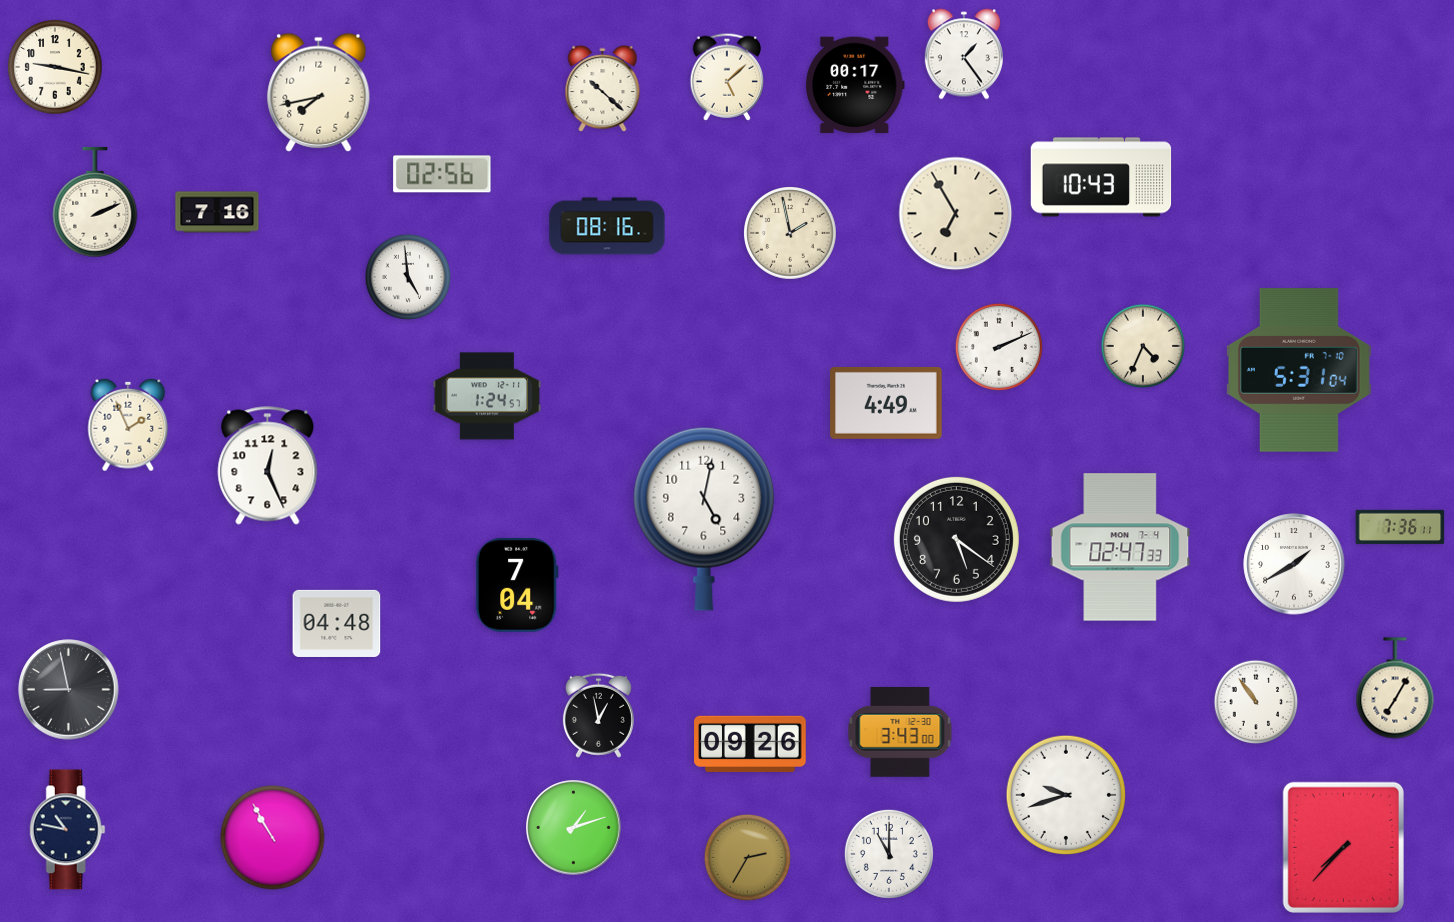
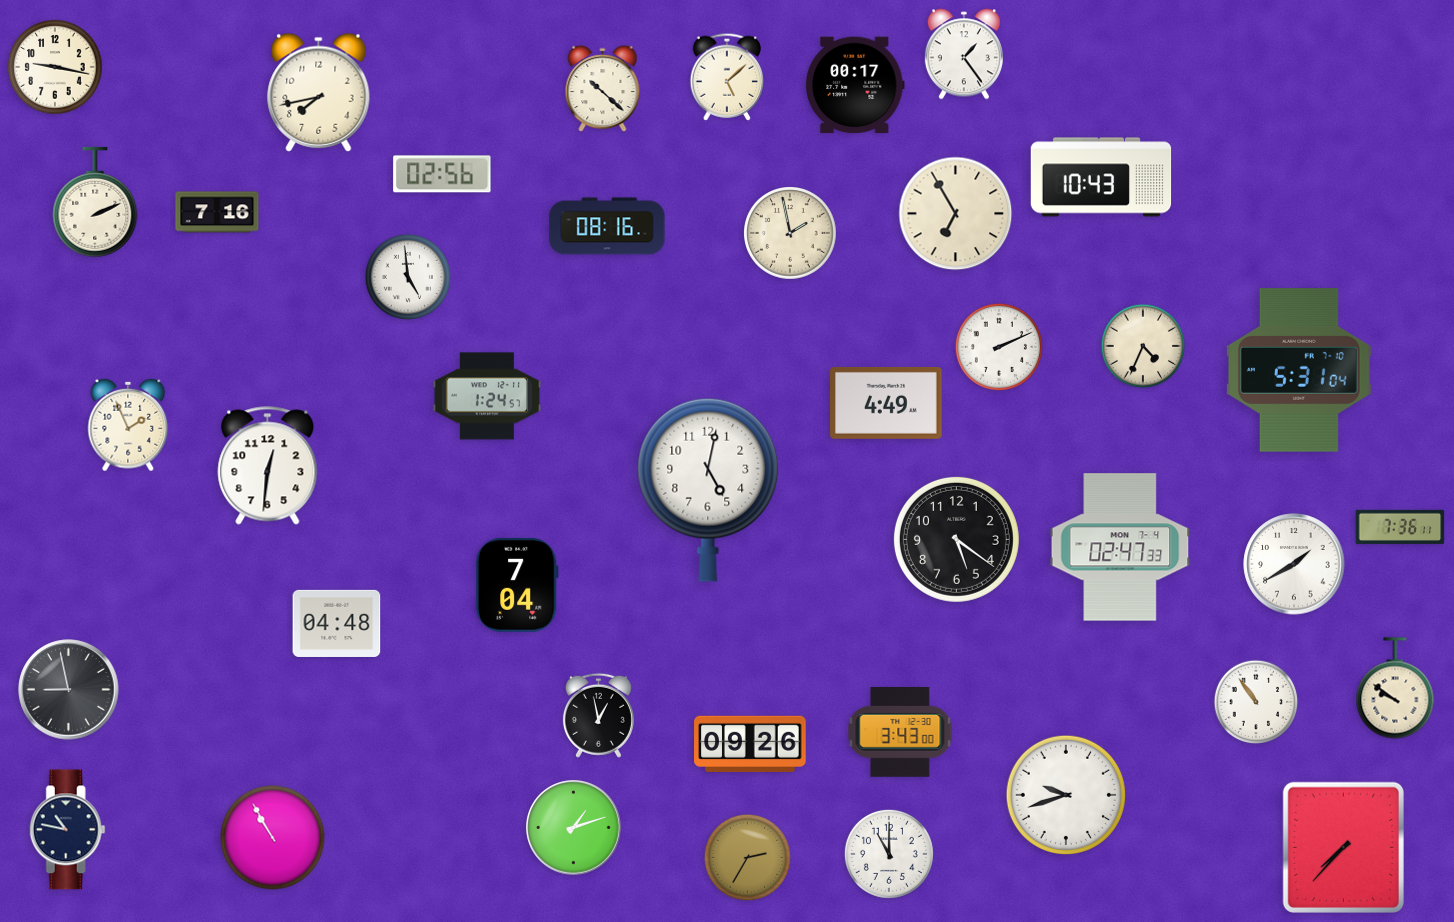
clock at (268, 466): 12:26 -> 12:31
clock at (704, 519) position: (704, 519) -> (708, 490)
clock at (1395, 688): 7:05 -> 9:51
